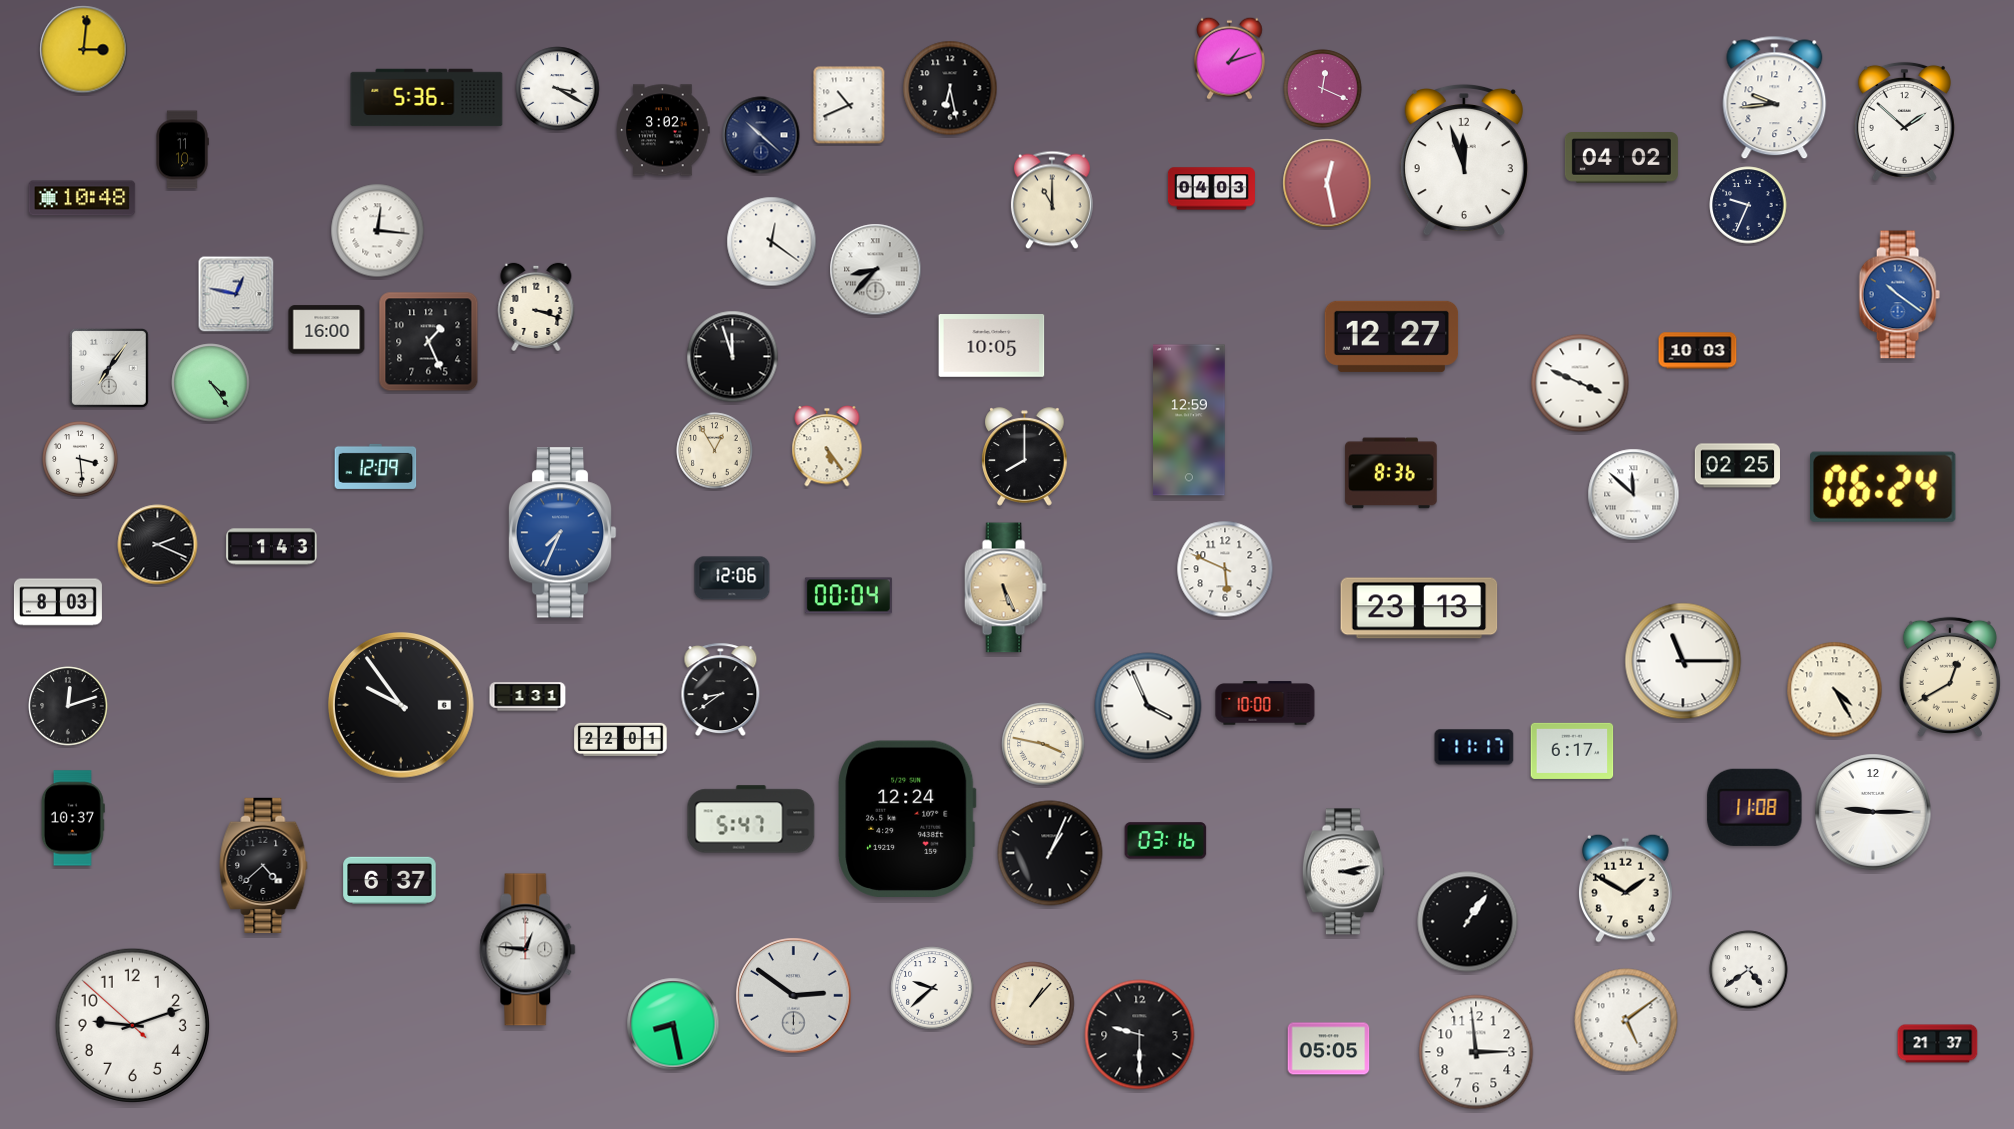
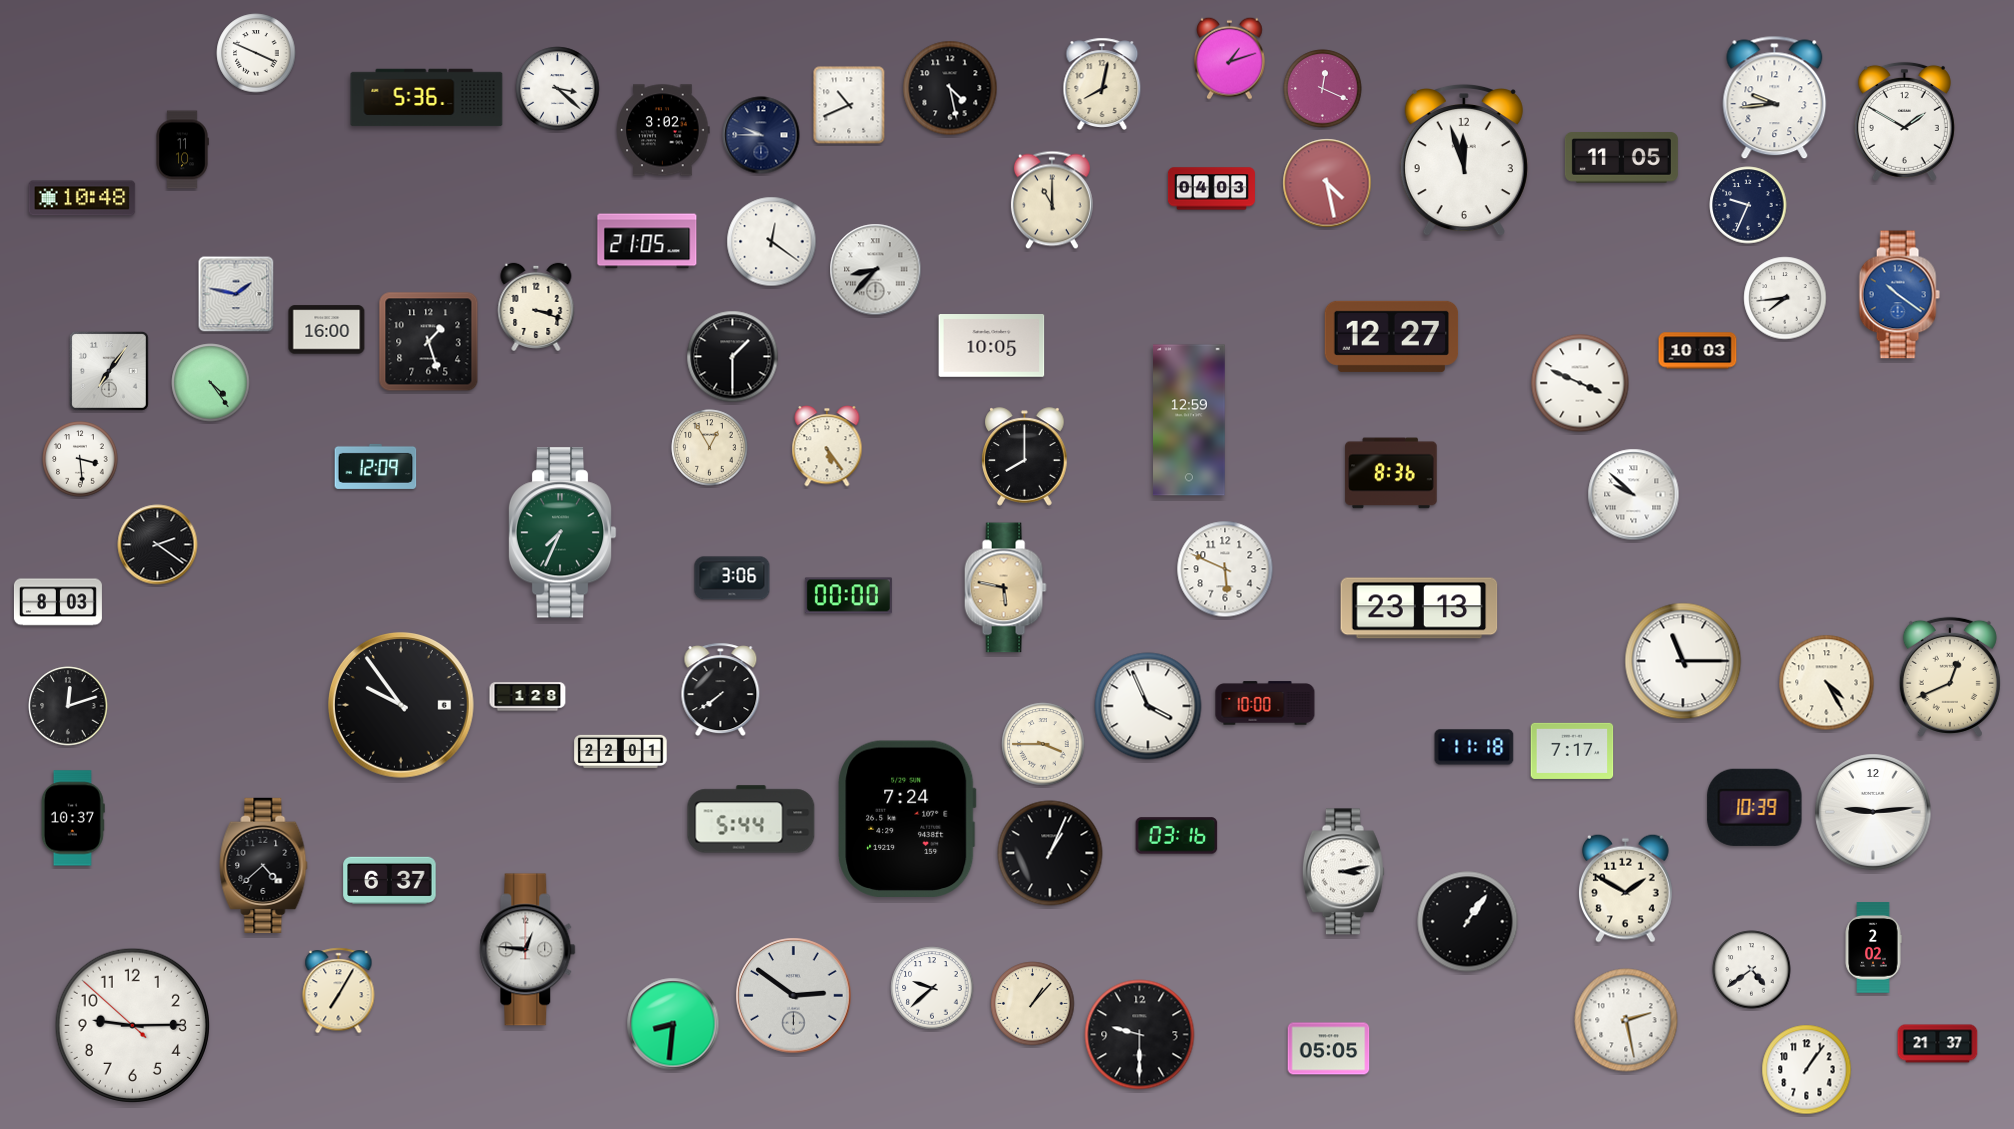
clock at (84, 50): 3:01 -> none
clock at (256, 53): none -> 3:49
clock at (1102, 83): none -> 8:02
clock at (950, 88): 6:28 -> 4:28
clock at (558, 89): 3:20 -> 3:22
clock at (1904, 121): 1:52 -> 1:50
clock at (761, 135): 10:22 -> 9:45
clock at (1621, 158): 04:02 -> 11:05
clock at (1327, 183): 12:28 -> 4:28
clock at (378, 231): 12:16 -> none
clock at (647, 241): none -> 21:05
clock at (236, 294): 12:47 -> 1:47
clock at (1785, 298): none -> 7:44
clock at (429, 342): 1:26 -> 1:27
clock at (733, 357): 11:57 -> 1:30
clock at (110, 369) position: (110, 369) -> (110, 372)
clock at (715, 451) position: (715, 451) -> (710, 448)
clock at (1737, 466): 02:25 -> none
clock at (1884, 487): 06:24 -> none
clock at (1634, 495): 11:52 -> 9:52
clock at (562, 533) dial: blue -> green
clock at (158, 545): 2:19 -> 2:21
clock at (272, 547): 1:43 -> none
clock at (732, 578): 12:06 -> 3:06
clock at (1005, 588): 5:26 -> 5:47
clock at (848, 596): 00:04 -> 00:00
clock at (1950, 677): 12:40 -> 12:41
clock at (721, 690): 8:39 -> 7:39
clock at (1835, 690) position: (1835, 690) -> (1827, 683)
clock at (528, 697): 1:31 -> 1:28
clock at (621, 739) position: (621, 739) -> (621, 751)
clock at (1043, 744): 3:47 -> 3:45
clock at (1474, 747): 11:17 -> 11:18
clock at (1572, 751): 6:17 -> 7:17
clock at (1755, 807): 11:08 -> 10:39
clock at (1873, 812): 9:15 -> 9:14
clock at (907, 818): 12:24 -> 7:24
clock at (751, 819): 5:47 -> 5:44
clock at (1166, 841) position: (1166, 841) -> (1177, 836)
clock at (1873, 948): none -> 2:02
clock at (1749, 970) position: (1749, 970) -> (1752, 970)
clock at (339, 991): none -> 7:05
clock at (1626, 1020): 5:09 -> 2:28
clock at (673, 1024): 8:28 -> 8:31
clock at (132, 1025): 9:11 -> 9:14
clock at (1476, 1052): 2:59 -> none
clock at (1807, 1070): none -> 1:06
